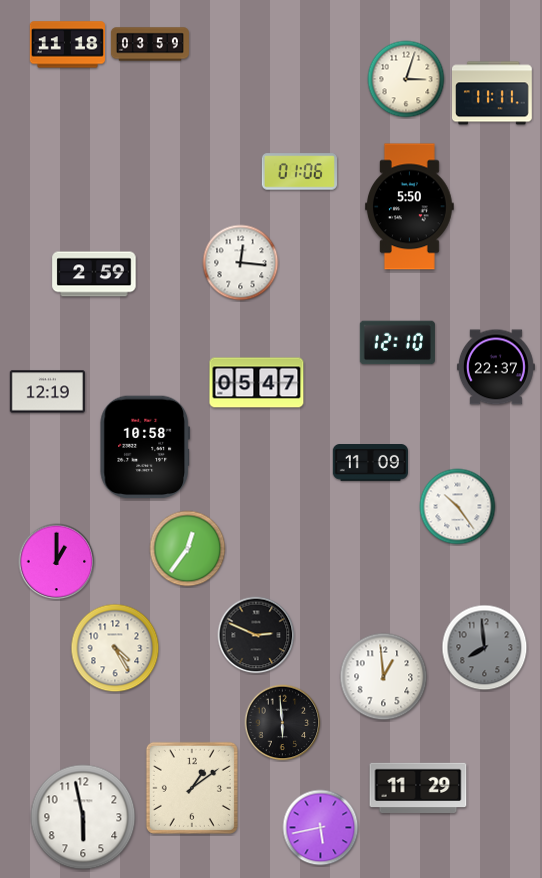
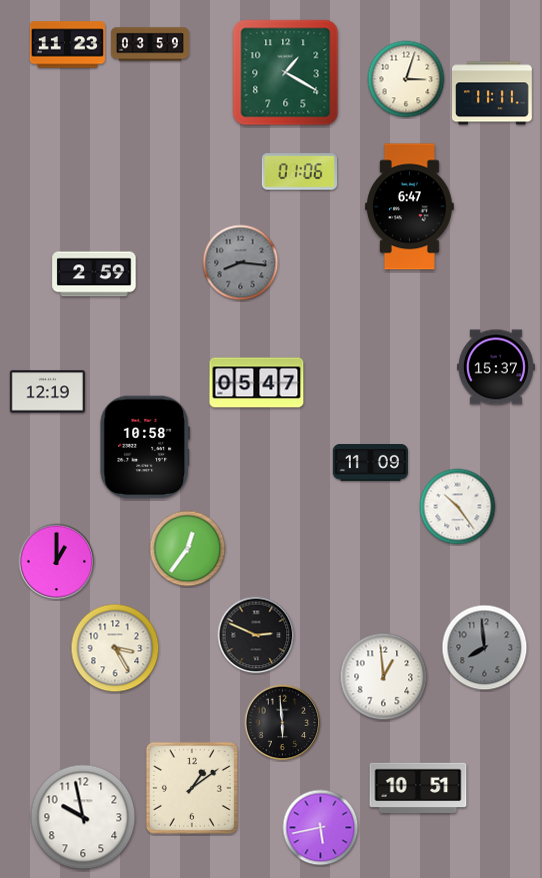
clock at (67, 45): 11:18 -> 11:23
clock at (286, 73): none -> 1:20
clock at (410, 207): 5:50 -> 6:47
clock at (241, 263): 12:16 -> 8:16
clock at (241, 263) dial: white -> grey
clock at (397, 343): 12:10 -> none
clock at (496, 367): 22:37 -> 15:37
clock at (115, 648): 4:25 -> 3:25
clock at (418, 788): 11:29 -> 10:51
clock at (83, 817): 5:58 -> 9:58
